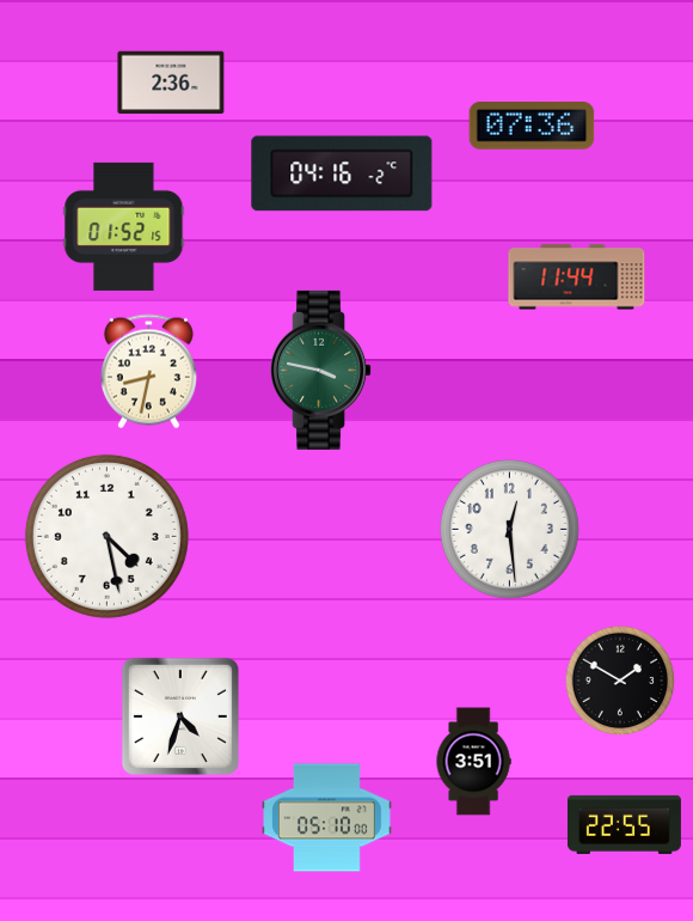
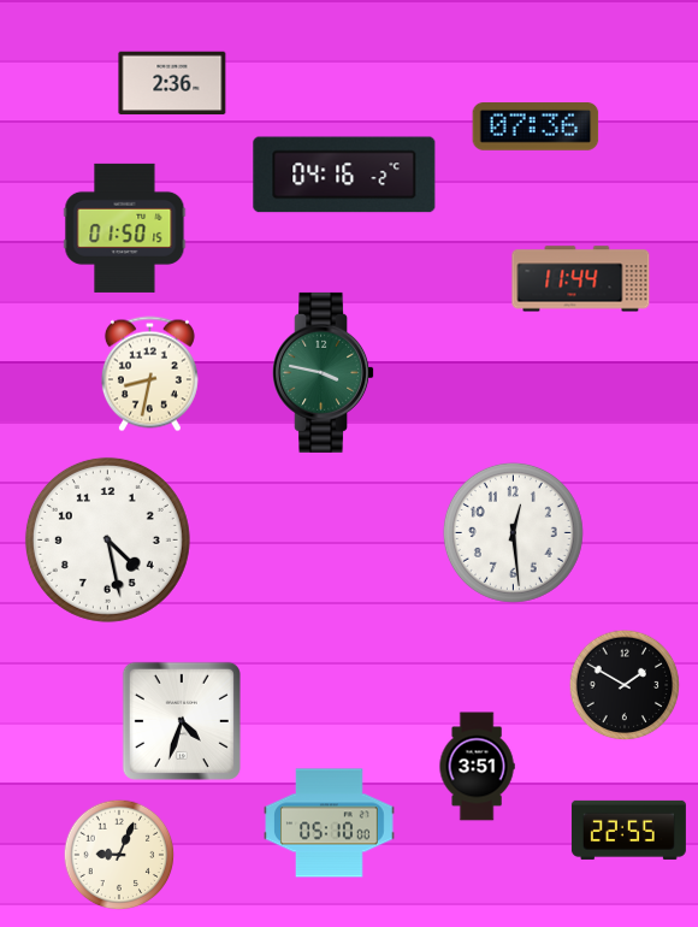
clock at (124, 226): 01:52 -> 01:50
clock at (119, 855): none -> 9:04
